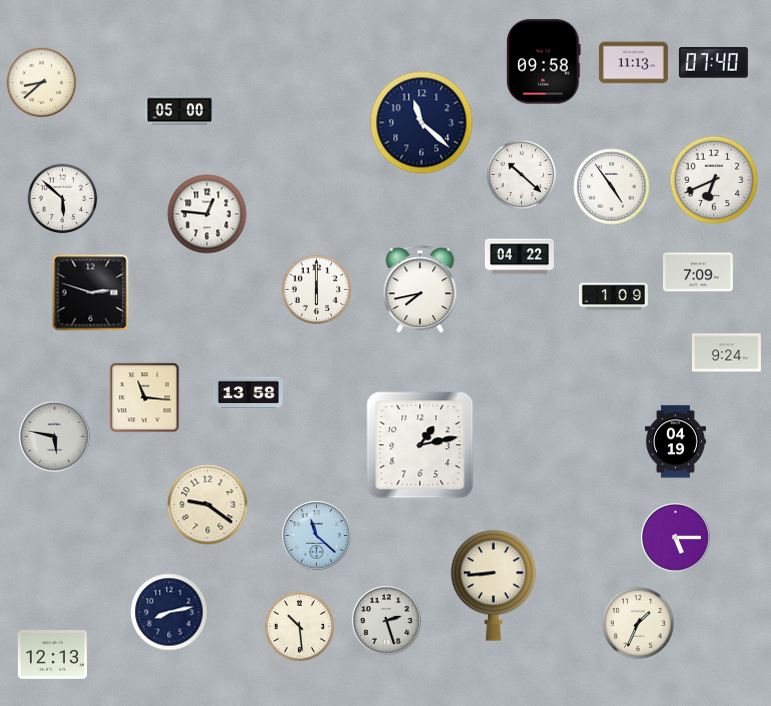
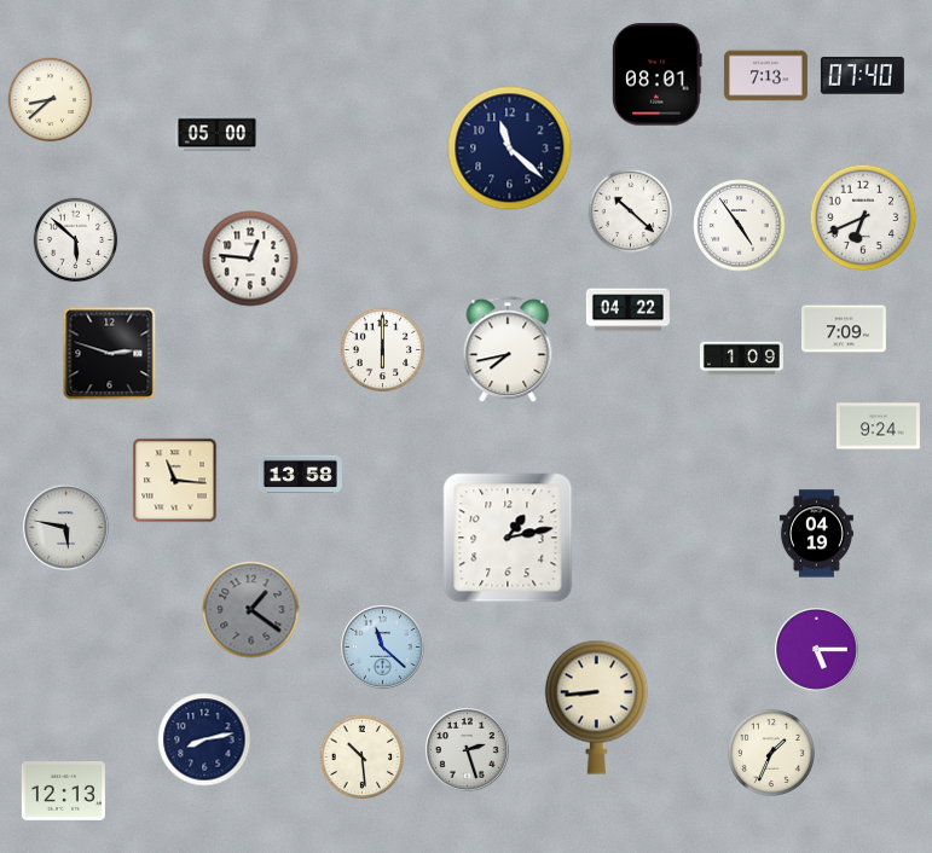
clock at (544, 62): 09:58 -> 08:01
clock at (633, 63): 11:13 -> 7:13
clock at (208, 505): 9:21 -> 1:21
clock at (208, 505) dial: cream -> grey
